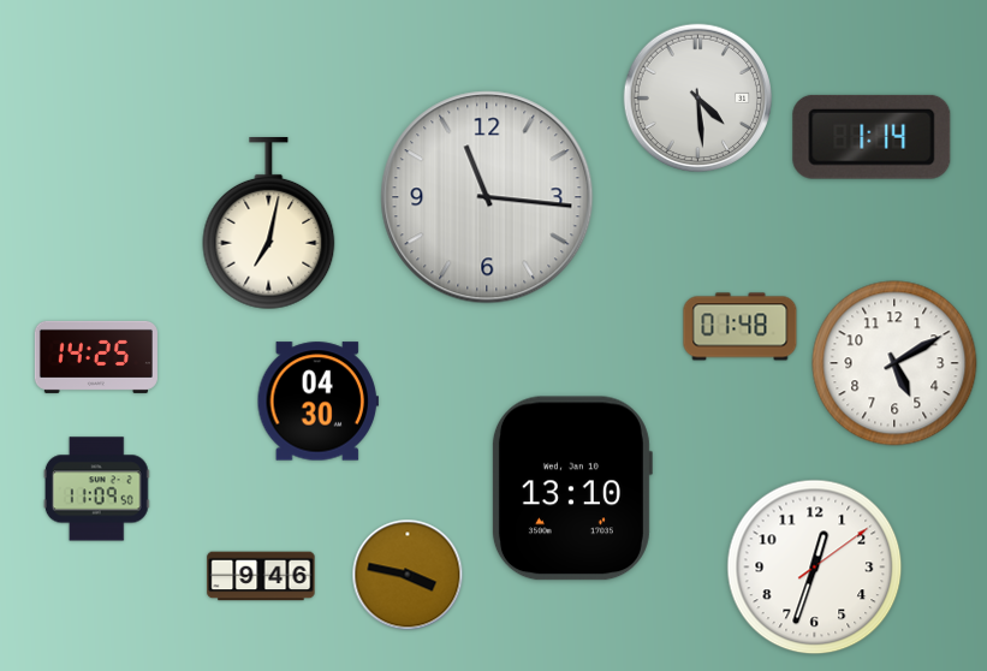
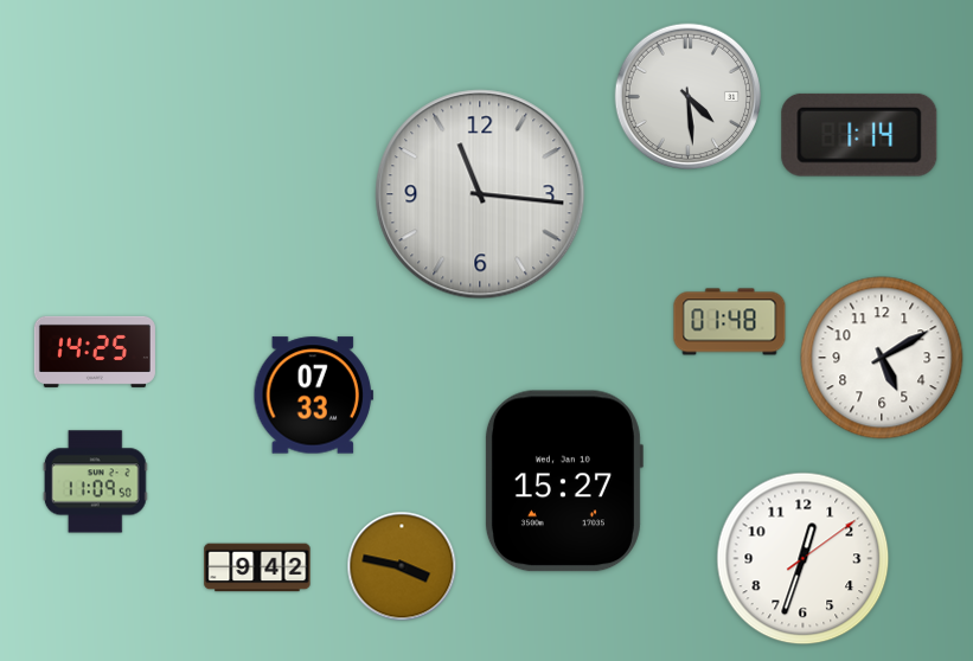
clock at (269, 224): 7:02 -> none
clock at (317, 402): 04:30 -> 07:33
clock at (571, 488): 13:10 -> 15:27
clock at (261, 576): 9:46 -> 9:42
